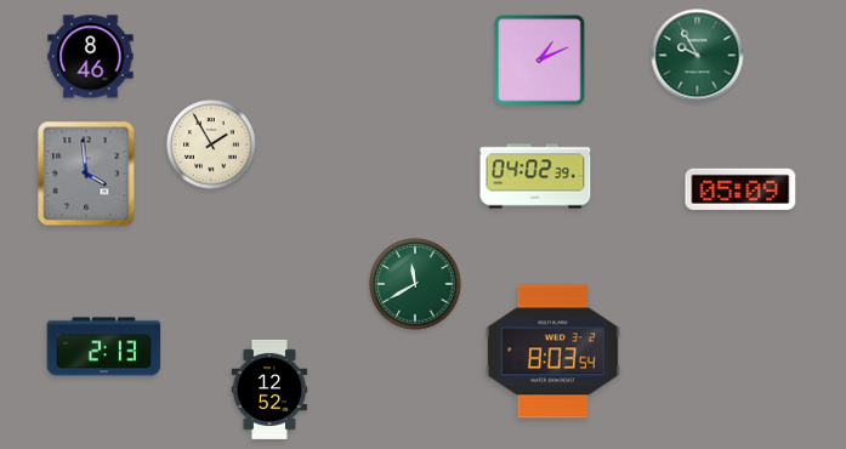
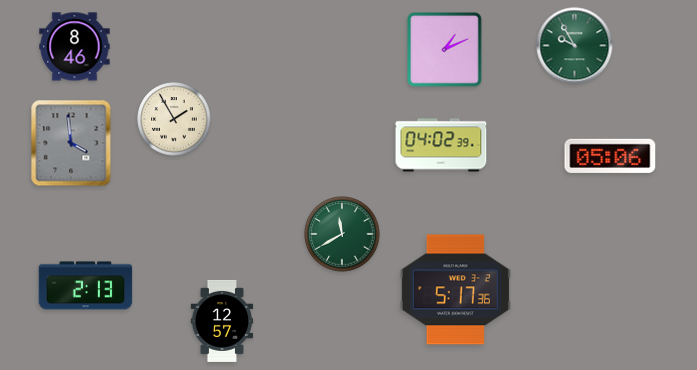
clock at (740, 189): 05:09 -> 05:06
clock at (552, 352): 8:03 -> 5:17
clock at (269, 390): 12:52 -> 12:57
